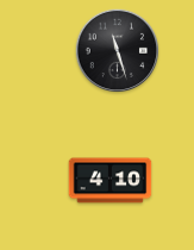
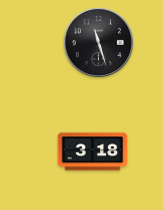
clock at (111, 181): 4:10 -> 3:18
